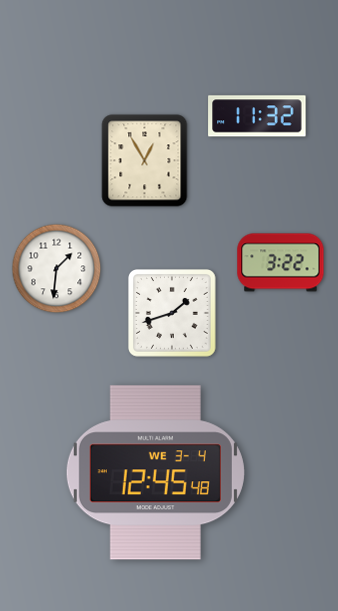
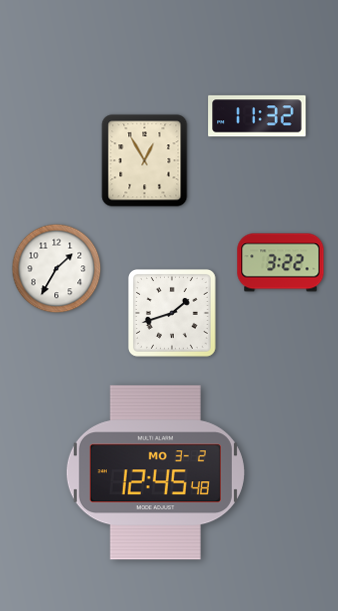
clock at (57, 269): 1:31 -> 1:35
clock at (155, 473) date: WE 3-4 -> MO 3-2
